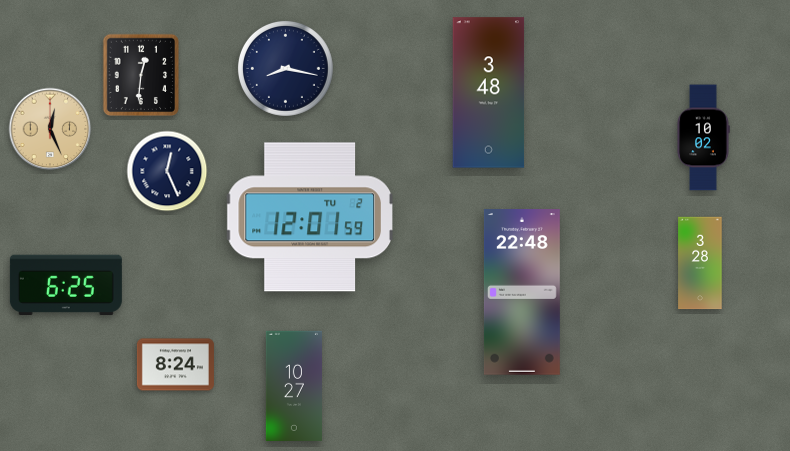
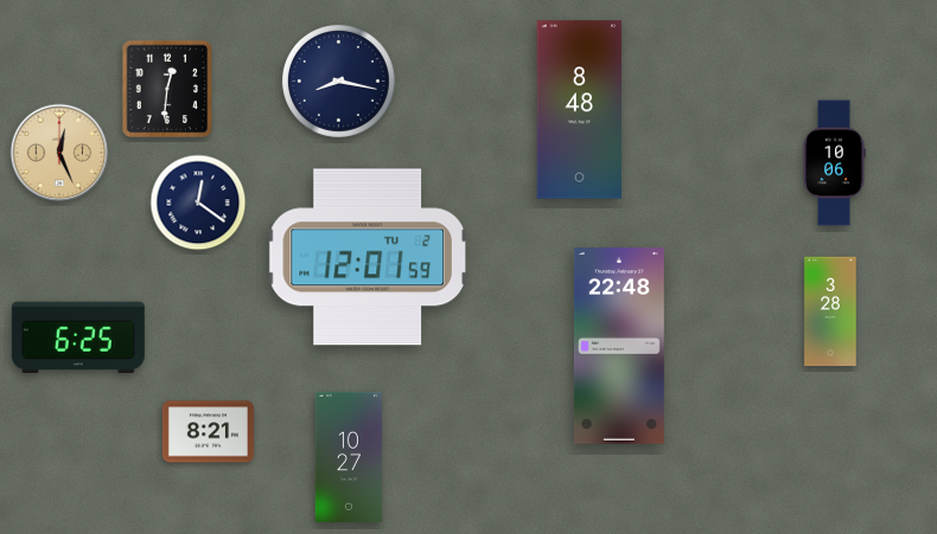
clock at (489, 93): 3:48 -> 8:48
clock at (703, 138): 10:02 -> 10:06
clock at (167, 171): 12:26 -> 12:21
clock at (175, 365): 8:24 -> 8:21
